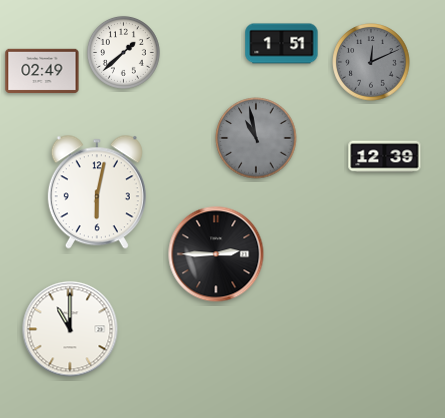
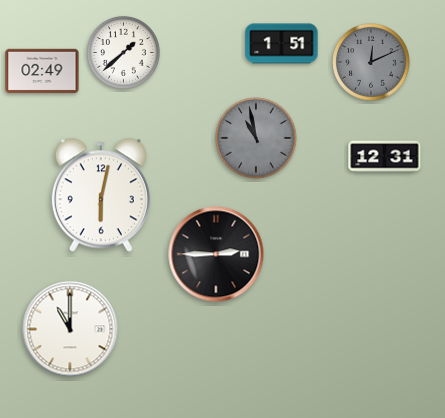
clock at (385, 157): 12:39 -> 12:31
clock at (97, 192) position: (97, 192) -> (101, 195)
